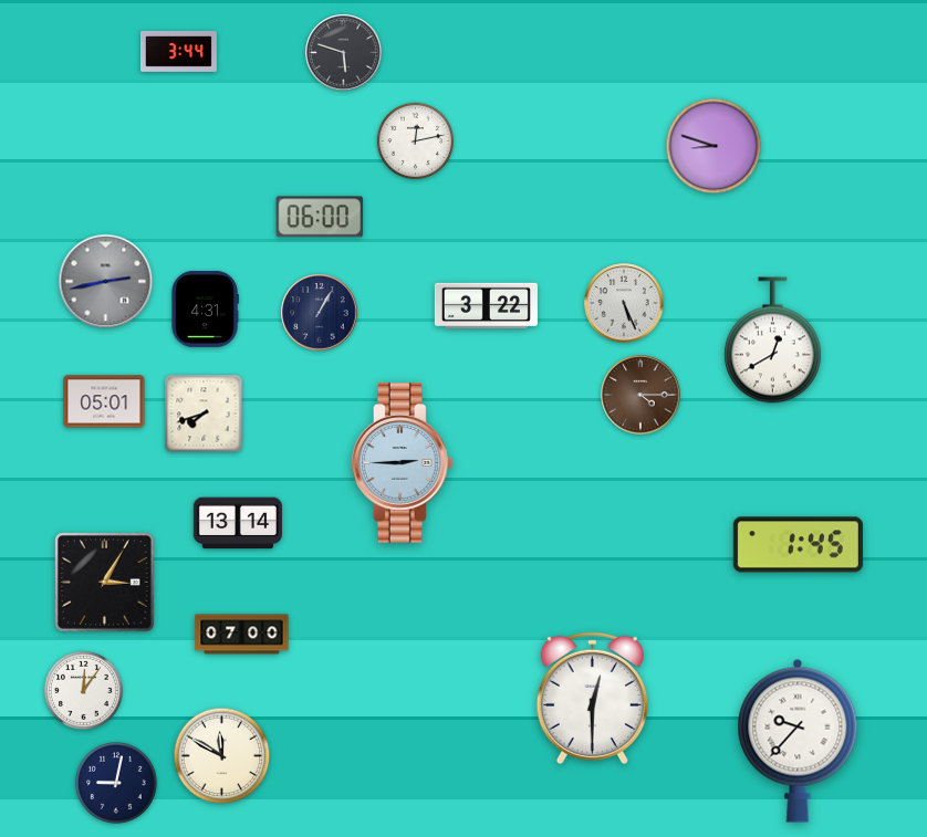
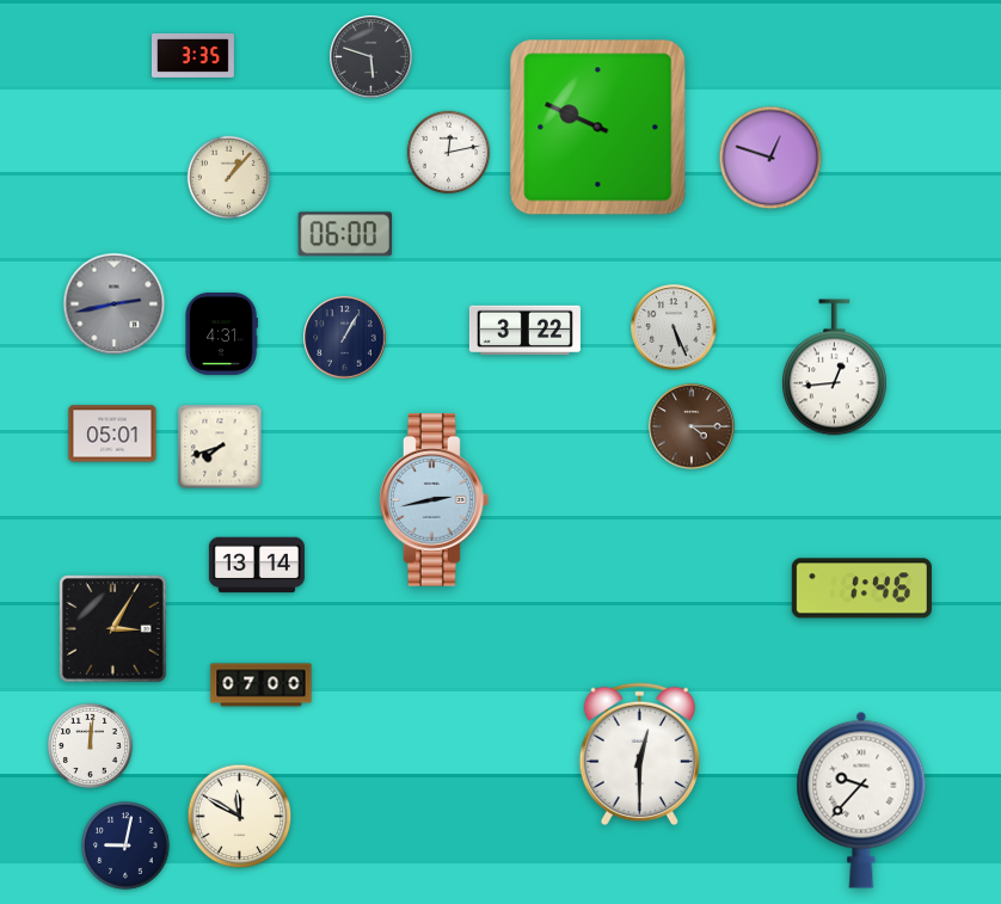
clock at (178, 51): 3:44 -> 3:35
clock at (598, 128): none -> 9:49
clock at (714, 146): 8:48 -> 12:48
clock at (229, 178): none -> 1:07
clock at (772, 341): 12:40 -> 12:44
clock at (402, 463): 2:45 -> 2:43
clock at (798, 545): 1:45 -> 1:46
clock at (83, 690): 12:06 -> 12:01
